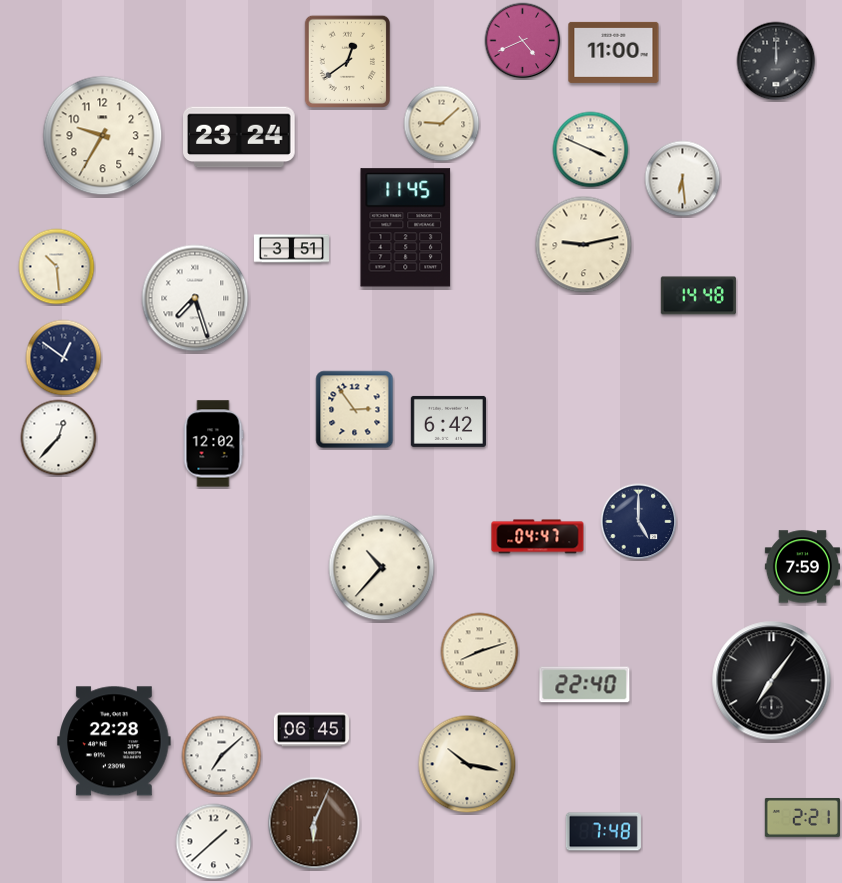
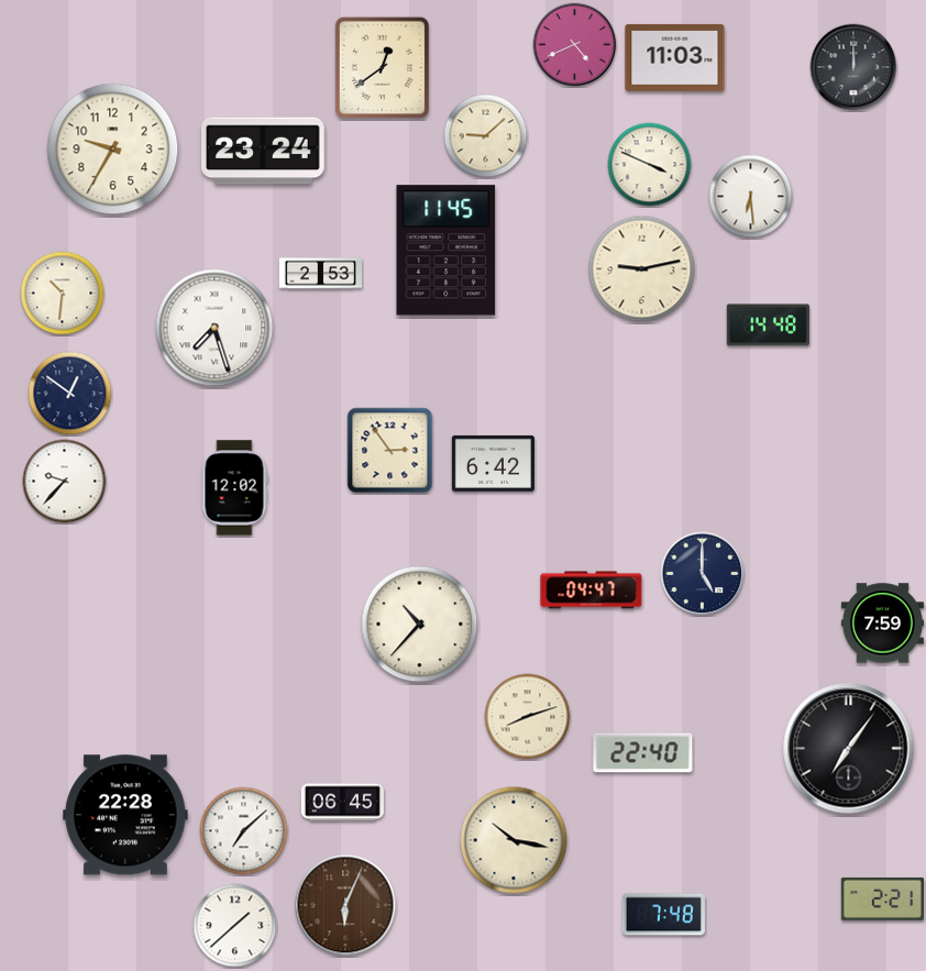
clock at (614, 52): 11:00 -> 11:03
clock at (291, 249): 3:51 -> 2:53
clock at (57, 267): 10:29 -> 10:31
clock at (59, 438): 12:37 -> 9:37
